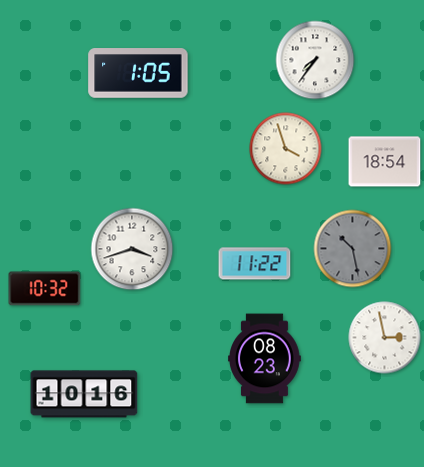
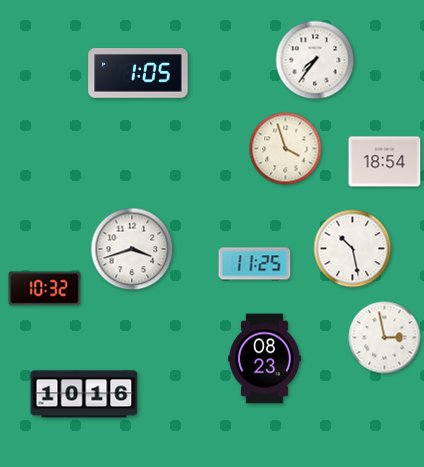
clock at (353, 249) dial: grey -> white
clock at (255, 264): 11:22 -> 11:25
